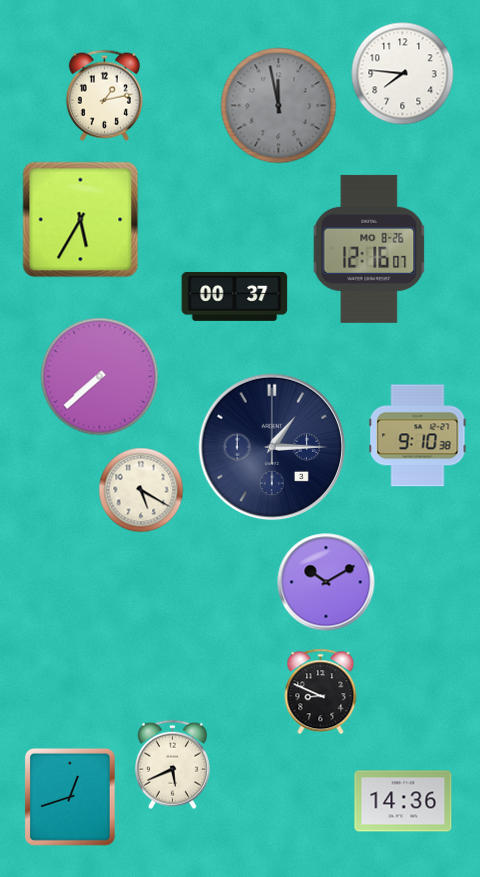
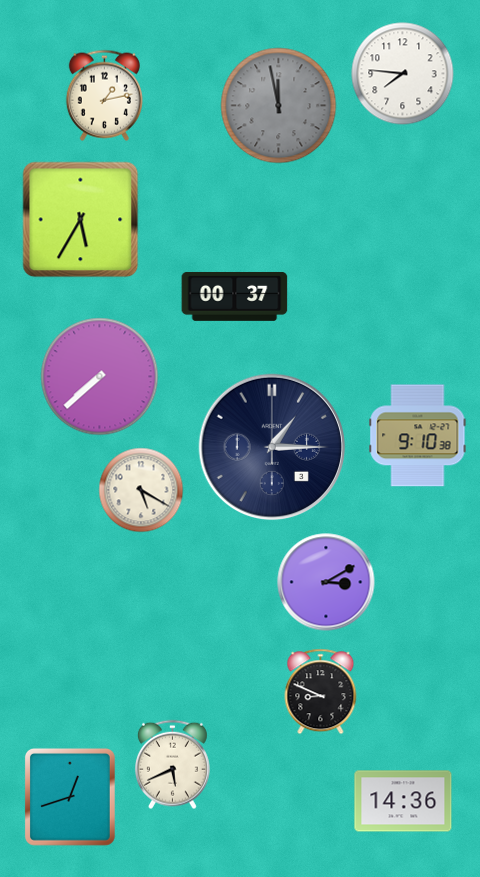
clock at (369, 249): 12:16 -> none
clock at (326, 582): 10:10 -> 3:10
